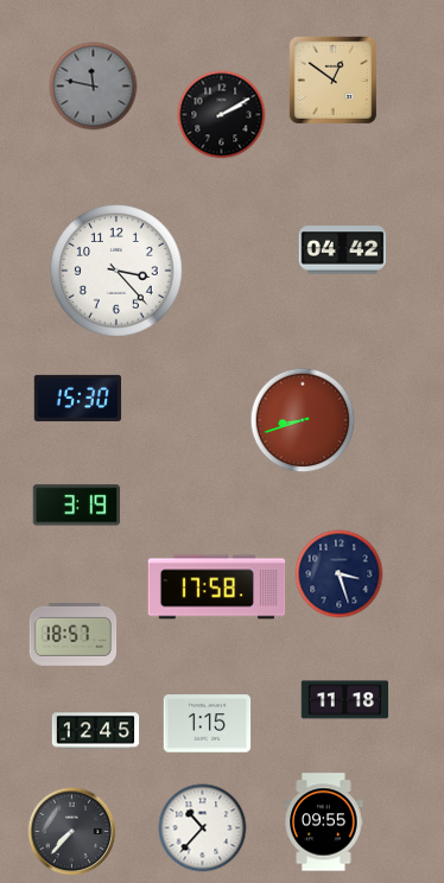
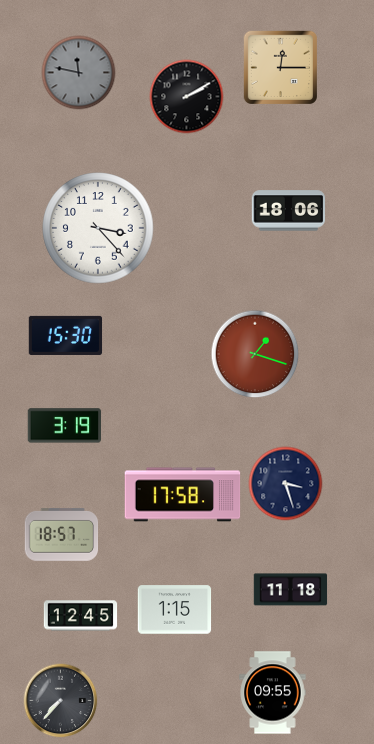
clock at (332, 80): 12:51 -> 12:15
clock at (343, 250): 04:42 -> 18:06
clock at (303, 420): 8:42 -> 1:18
clock at (203, 828): 10:37 -> none
